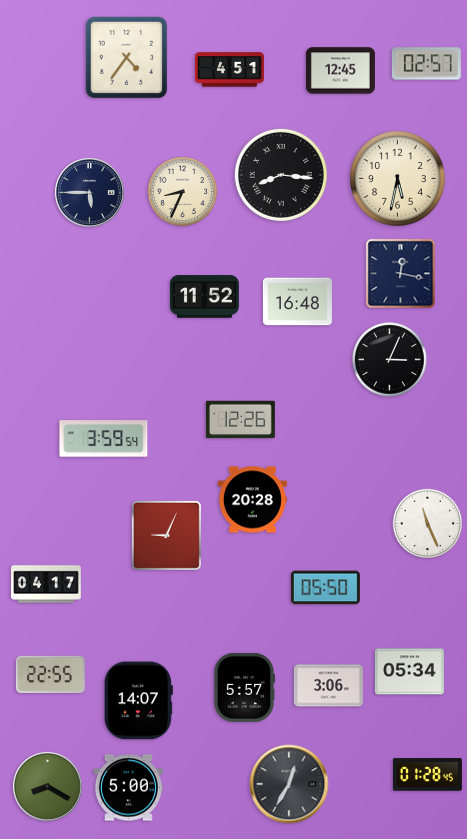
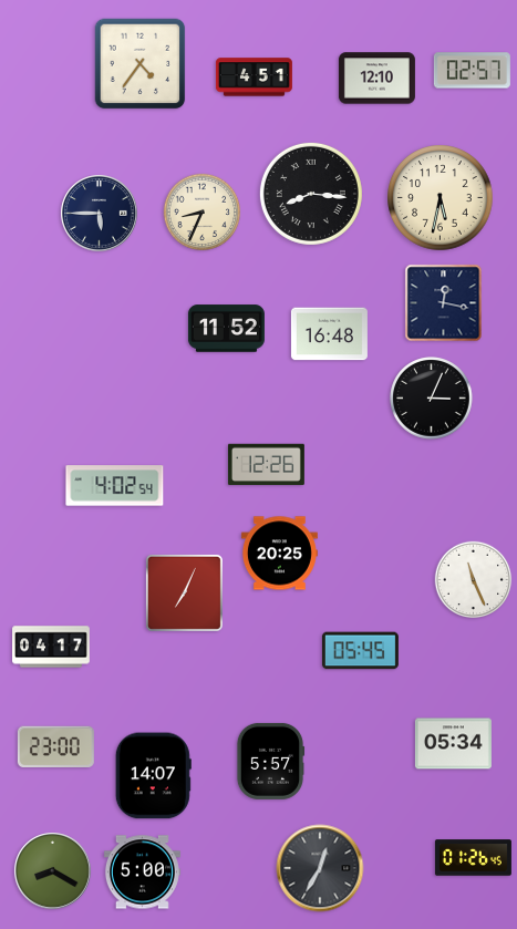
clock at (340, 71): 12:45 -> 12:10
clock at (104, 439): 3:59 -> 4:02
clock at (252, 500): 20:28 -> 20:25
clock at (166, 535): 9:04 -> 7:04
clock at (325, 588): 05:50 -> 05:45
clock at (50, 675): 22:55 -> 23:00
clock at (328, 686): 3:06 -> none
clock at (427, 775): 01:28 -> 01:26
